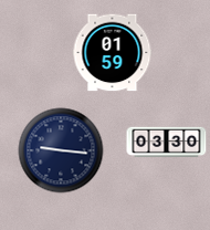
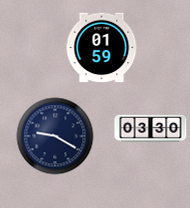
clock at (61, 150): 9:16 -> 9:20
